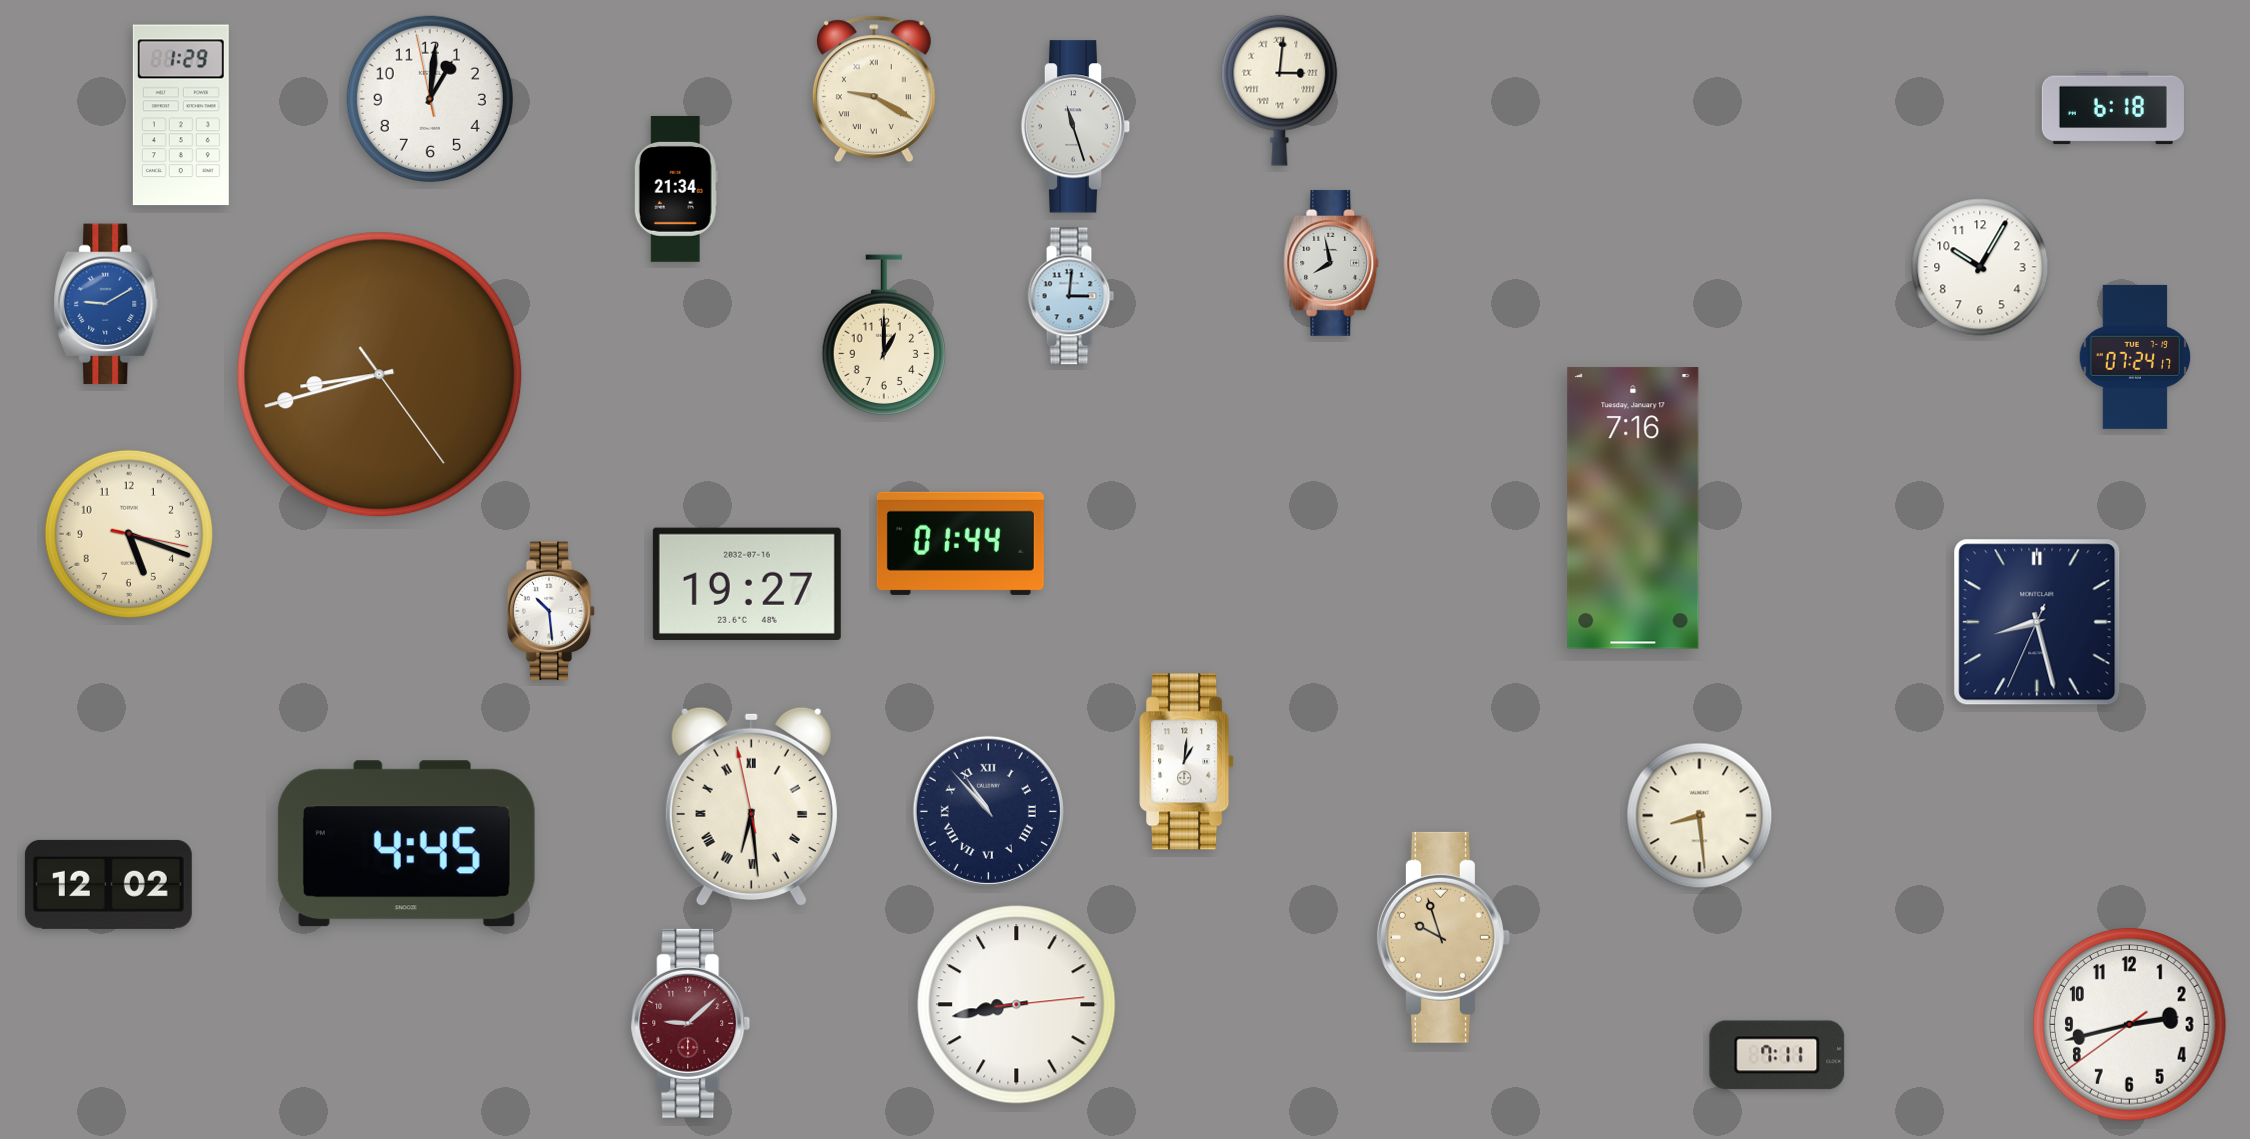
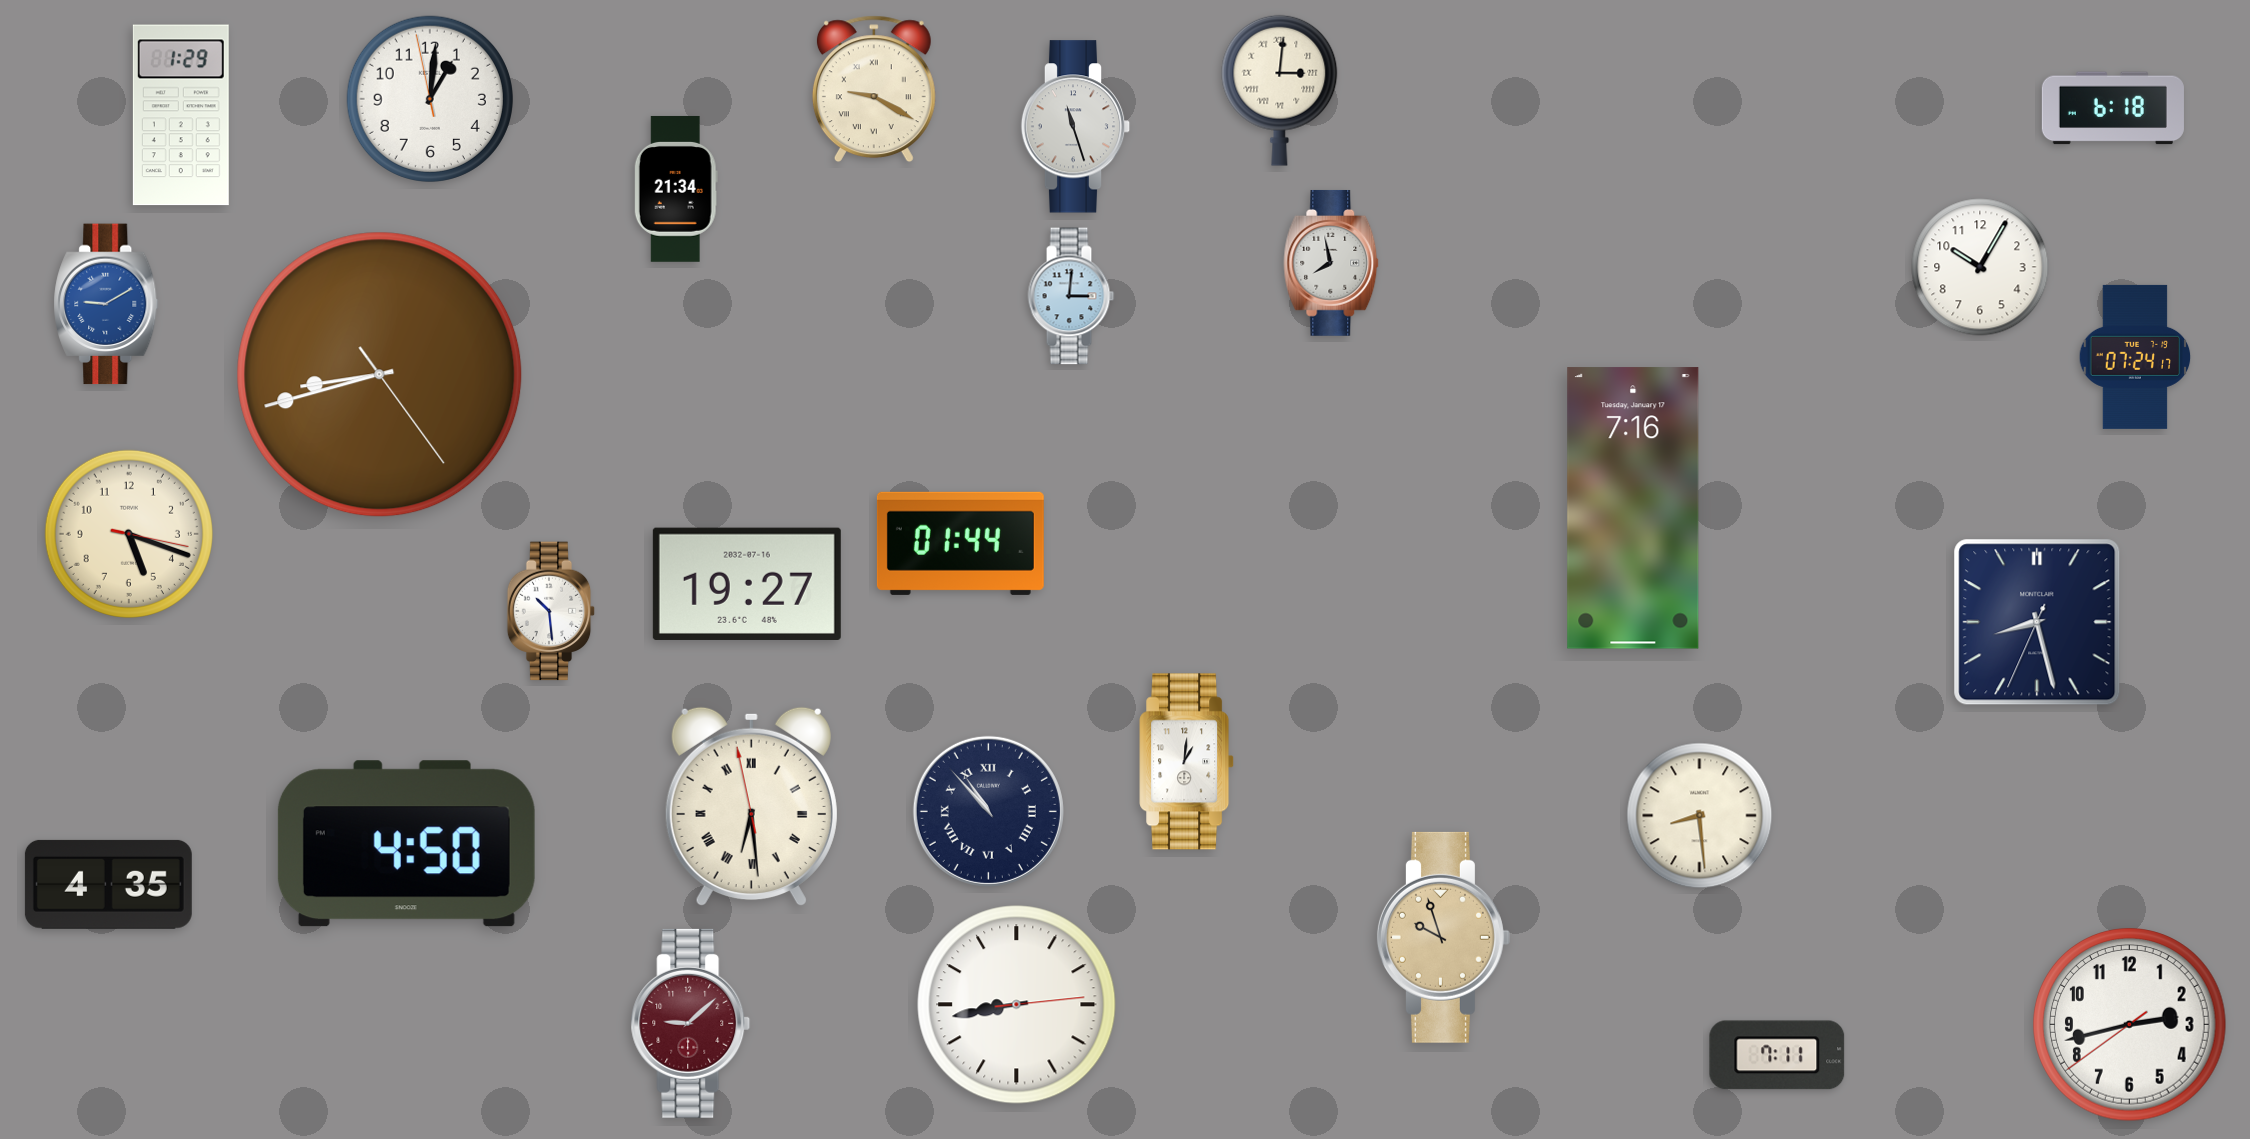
clock at (883, 336): 1:00 -> none
clock at (406, 844): 4:45 -> 4:50
clock at (108, 884): 12:02 -> 4:35
